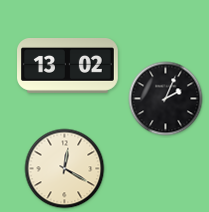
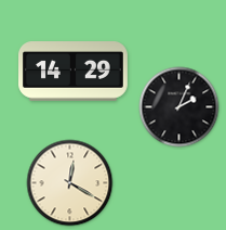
clock at (68, 66): 13:02 -> 14:29
